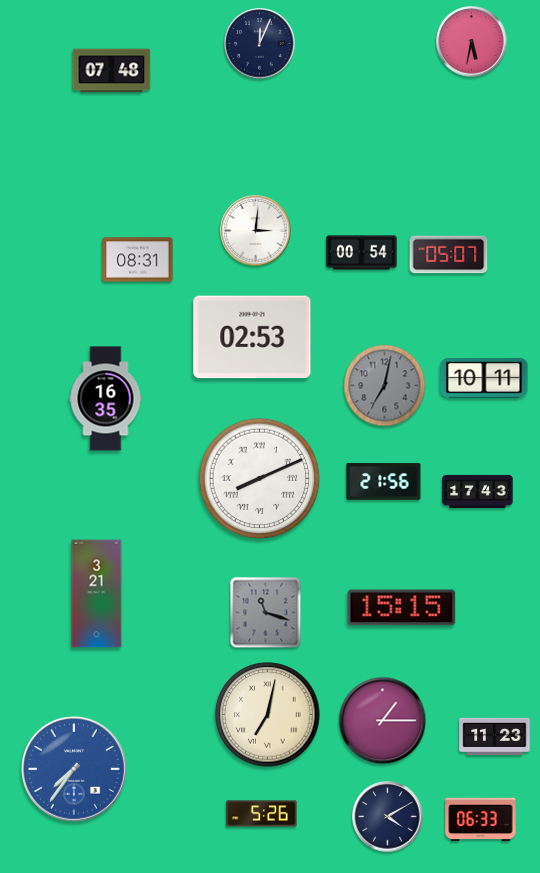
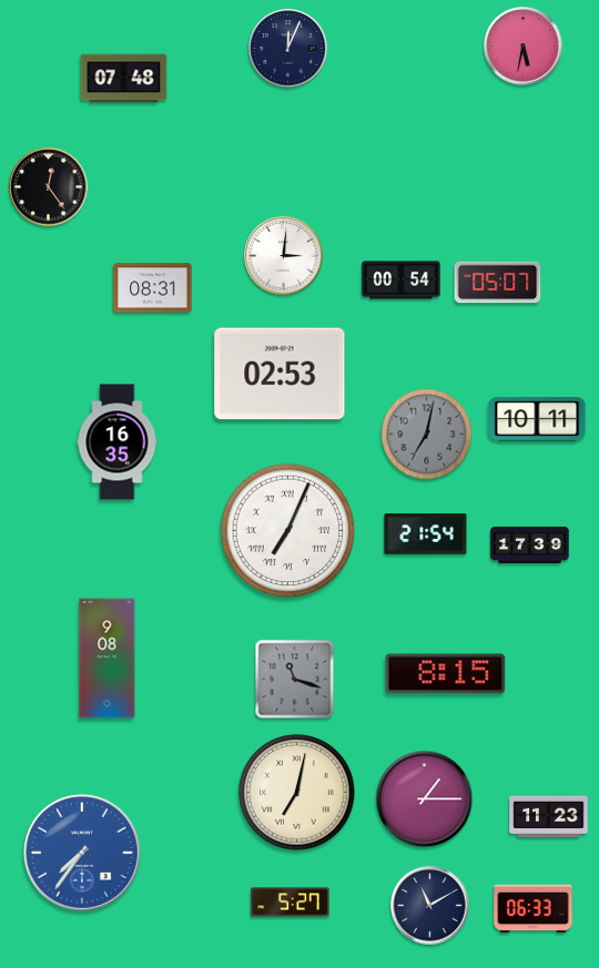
clock at (49, 187): none -> 12:24
clock at (385, 386) position: (385, 386) -> (427, 435)
clock at (260, 479): 8:11 -> 7:04
clock at (384, 482): 21:56 -> 21:54
clock at (478, 491): 17:43 -> 17:39
clock at (97, 594): 3:21 -> 9:08
clock at (402, 608): 15:15 -> 8:15
clock at (262, 814): 5:26 -> 5:27
clock at (388, 817): 4:10 -> 11:10
